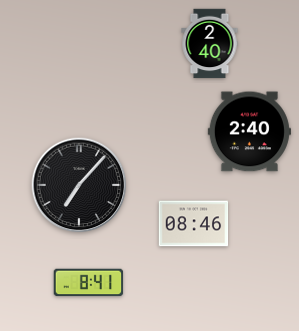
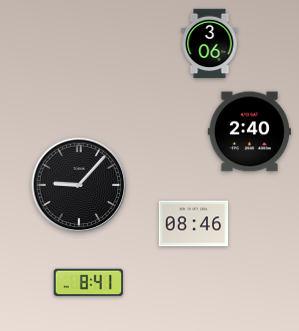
clock at (210, 44): 2:40 -> 3:06
clock at (79, 185): 7:07 -> 9:07
